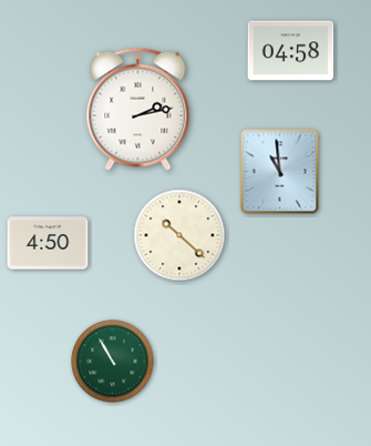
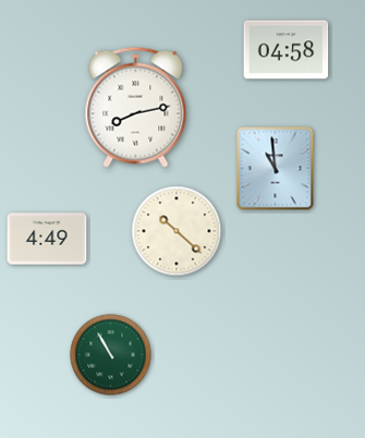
clock at (138, 109): 2:13 -> 8:13
clock at (48, 243): 4:50 -> 4:49
